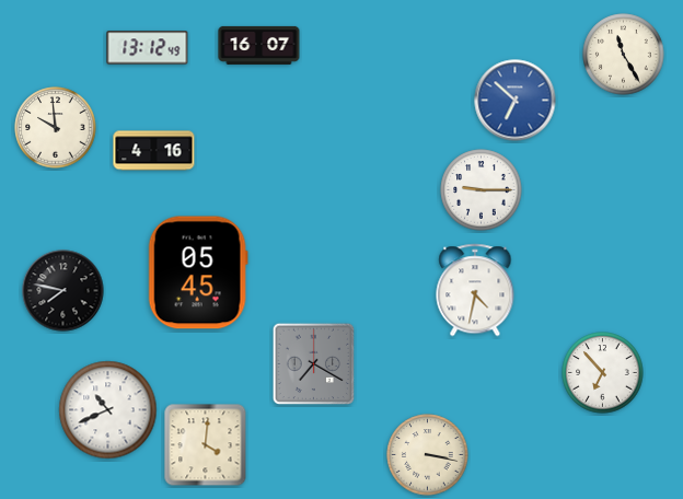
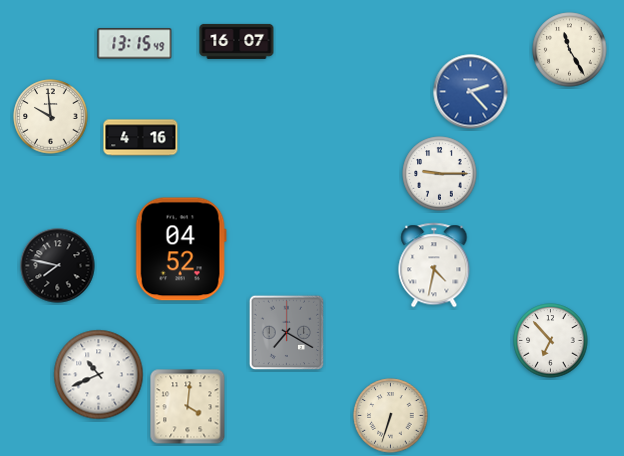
clock at (148, 48): 13:12 -> 13:15
clock at (516, 101): 6:52 -> 2:23
clock at (198, 272): 05:45 -> 04:52
clock at (428, 455): 3:17 -> 6:33
